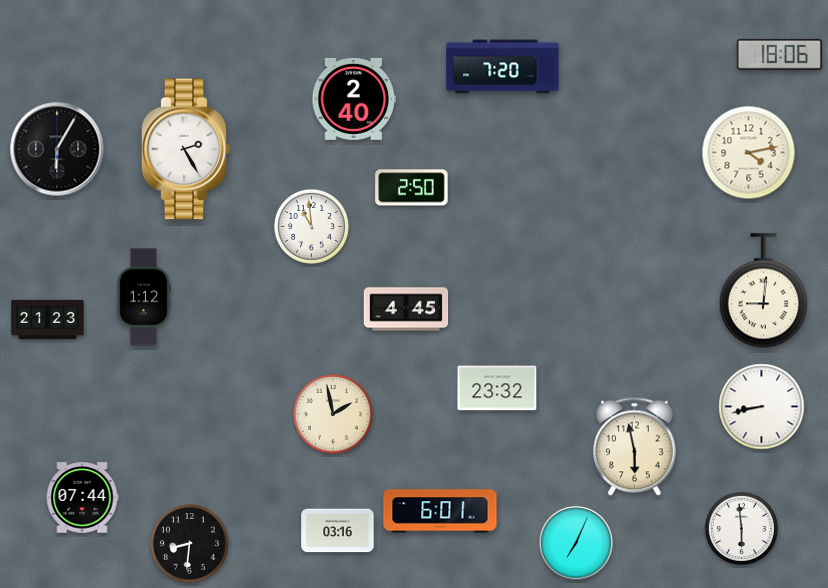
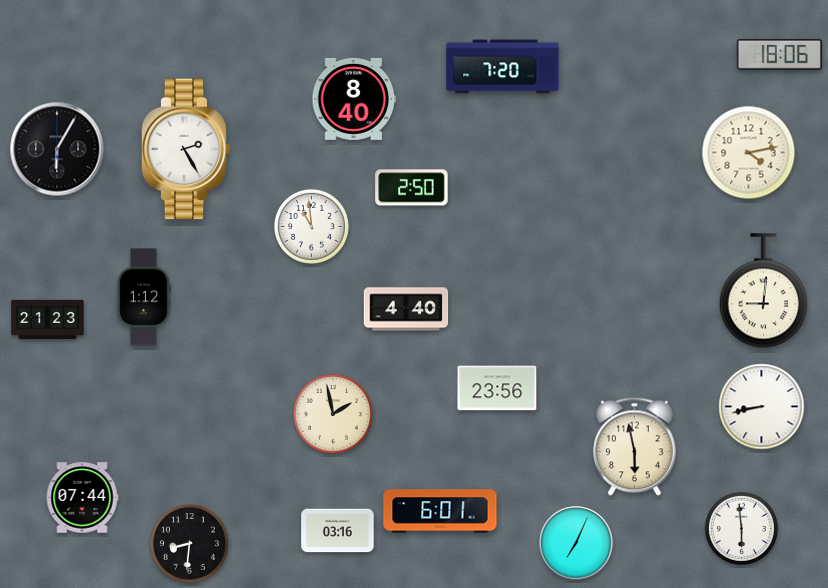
clock at (354, 99): 2:40 -> 8:40
clock at (406, 309): 4:45 -> 4:40
clock at (497, 388): 23:32 -> 23:56
